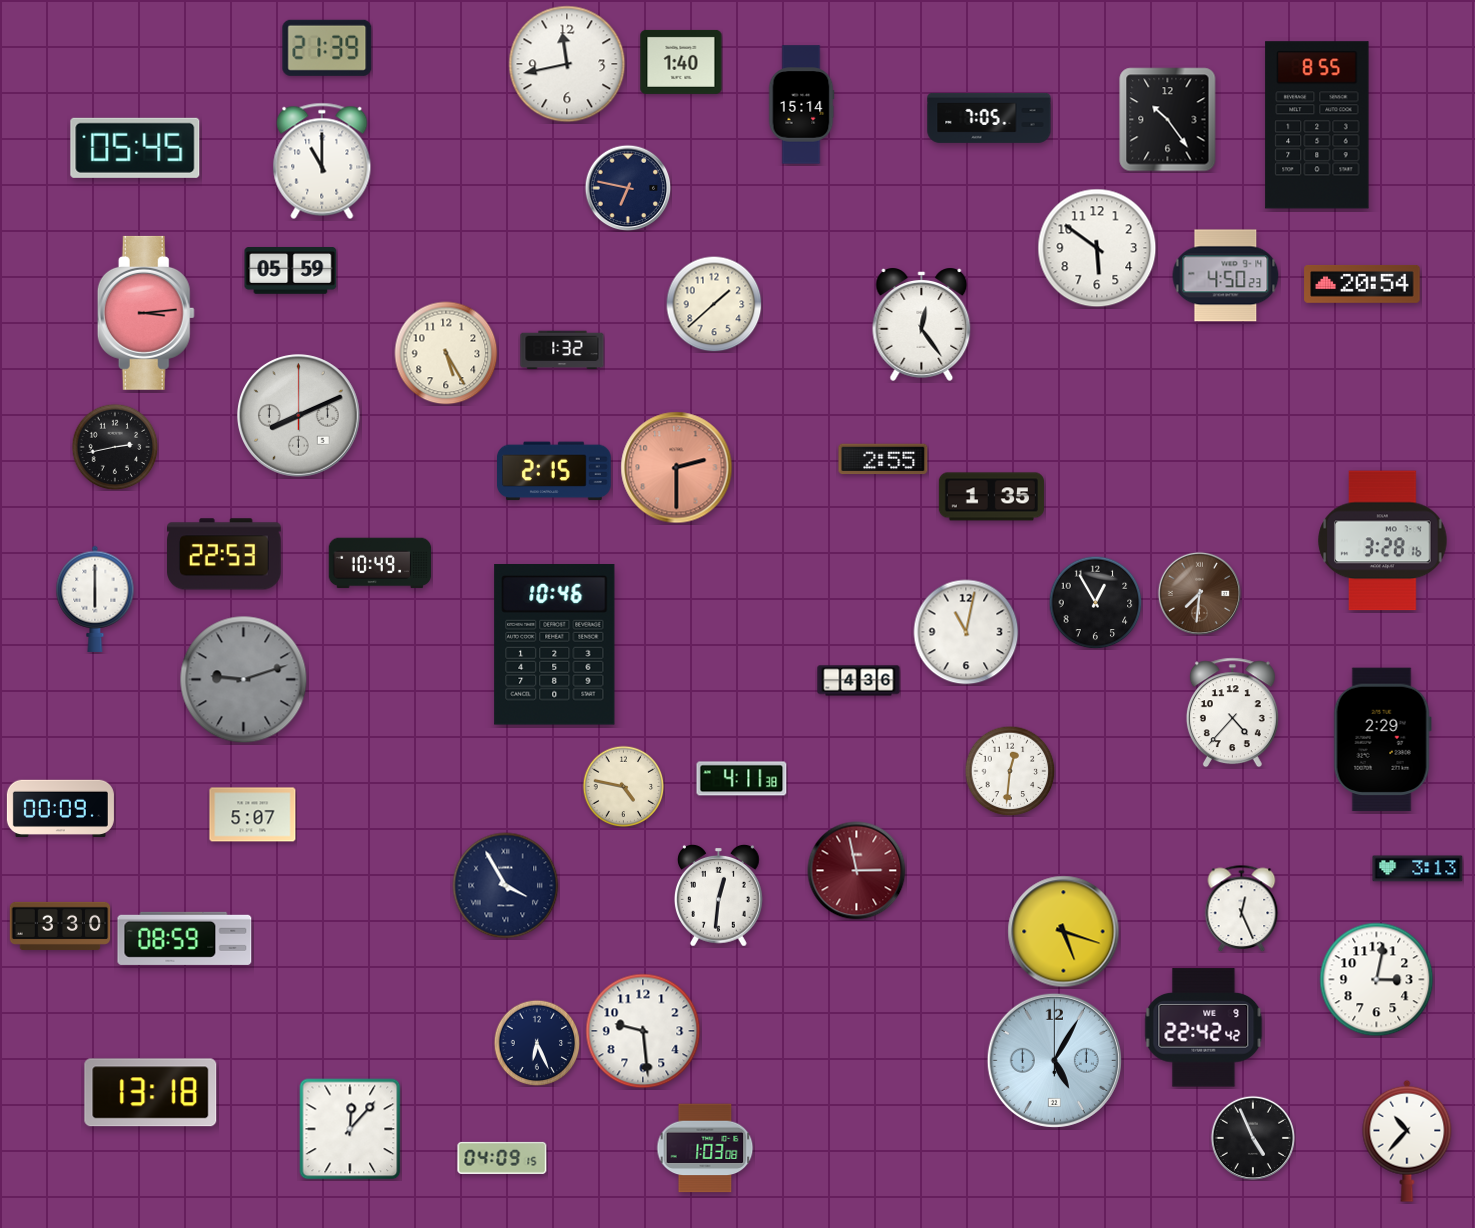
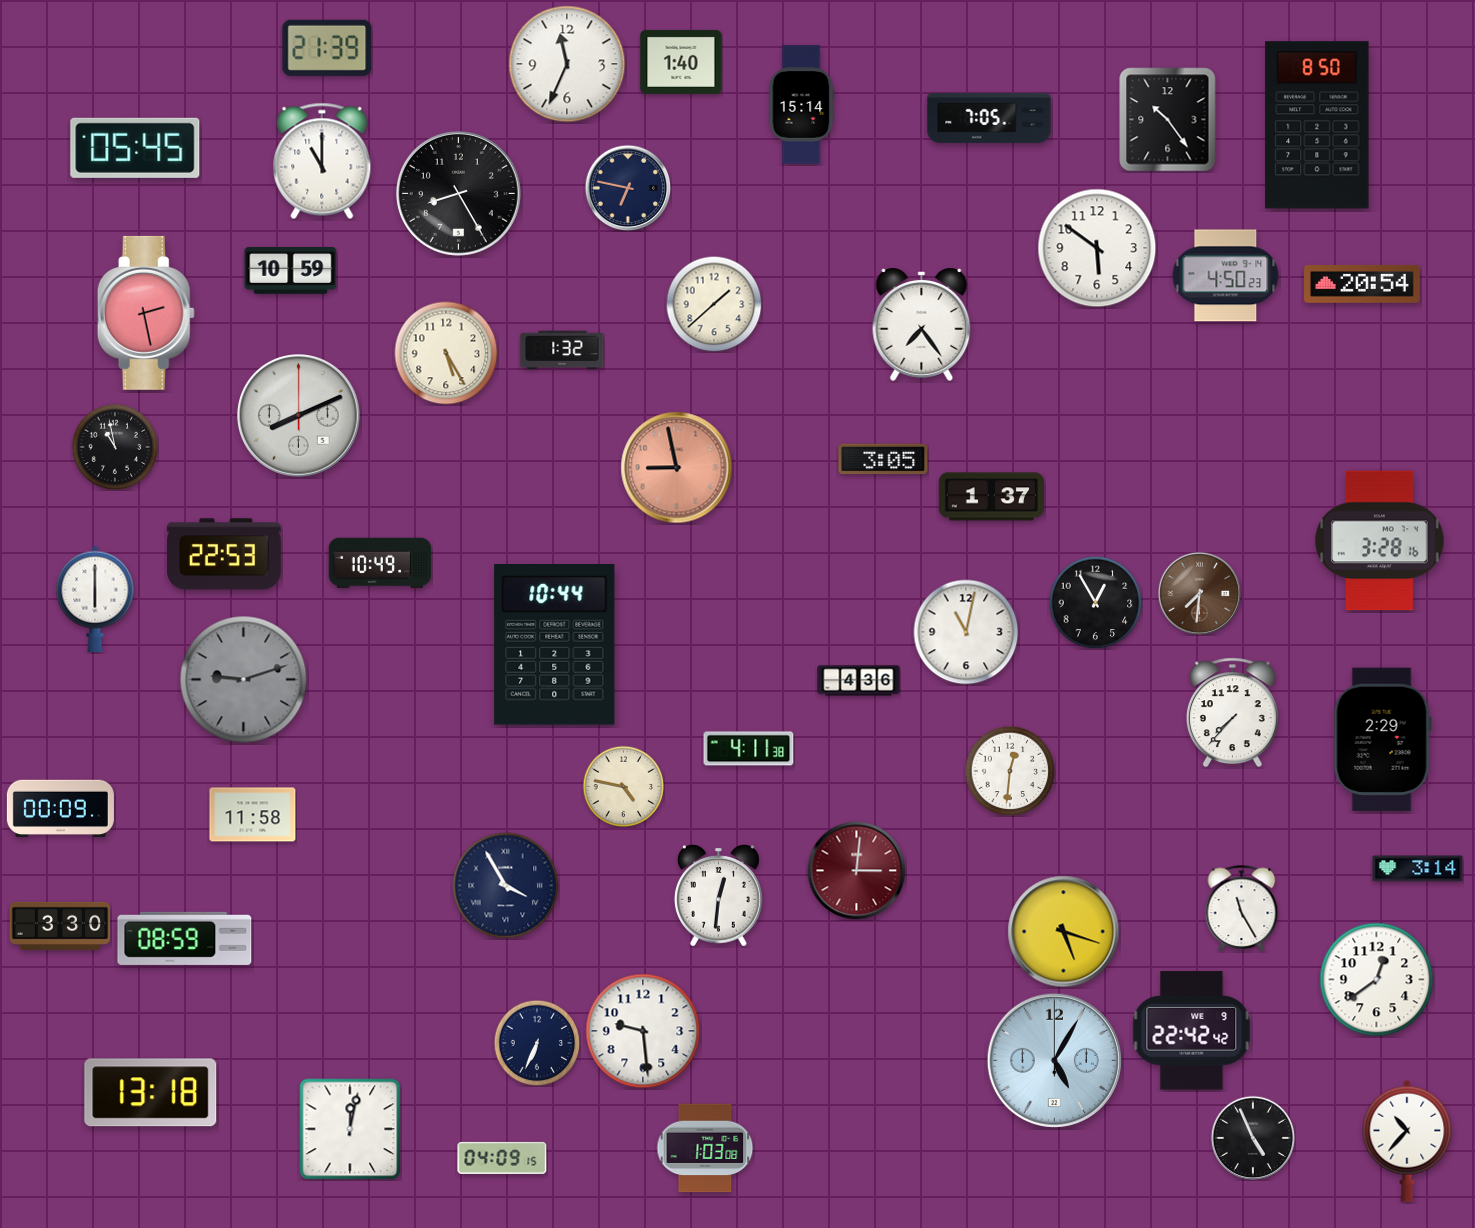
clock at (567, 64): 11:43 -> 11:34
clock at (1317, 125): 8:55 -> 8:50
clock at (458, 193): none -> 8:25
clock at (291, 271): 05:59 -> 10:59
clock at (146, 313): 3:14 -> 2:28
clock at (922, 325): 12:24 -> 7:24
clock at (115, 447): 2:43 -> 10:58
clock at (883, 459): 2:55 -> 3:05
clock at (677, 468): 2:30 -> 8:58
clock at (555, 471): 2:15 -> none
clock at (991, 497): 1:35 -> 1:37
clock at (1383, 541) position: (1383, 541) -> (1380, 541)
clock at (555, 645): 10:46 -> 10:44
clock at (1232, 713): 4:37 -> 7:37
clock at (742, 779) position: (742, 779) -> (749, 749)
clock at (253, 815): 5:07 -> 11:58
clock at (1418, 869): 3:13 -> 3:14
clock at (857, 871): 2:58 -> 3:01
clock at (1242, 908): 12:26 -> 11:25
clock at (1377, 980): 3:02 -> 12:39
clock at (1204, 1028) position: (1204, 1028) -> (1192, 1031)
clock at (537, 1043): 6:26 -> 6:34
clock at (350, 1129): 12:07 -> 12:02
